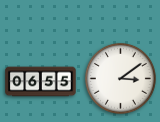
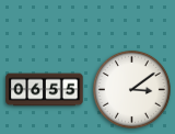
clock at (120, 78) position: (120, 78) -> (131, 89)
